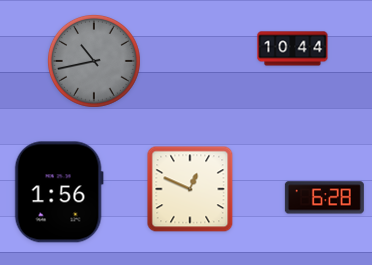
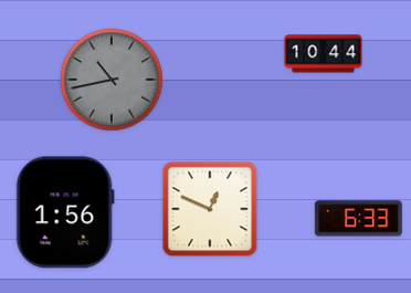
clock at (94, 61) position: (94, 61) -> (112, 80)
clock at (324, 198): 6:28 -> 6:33
